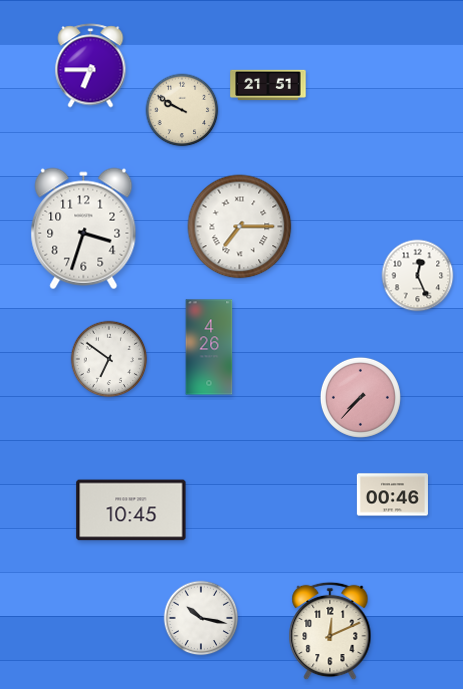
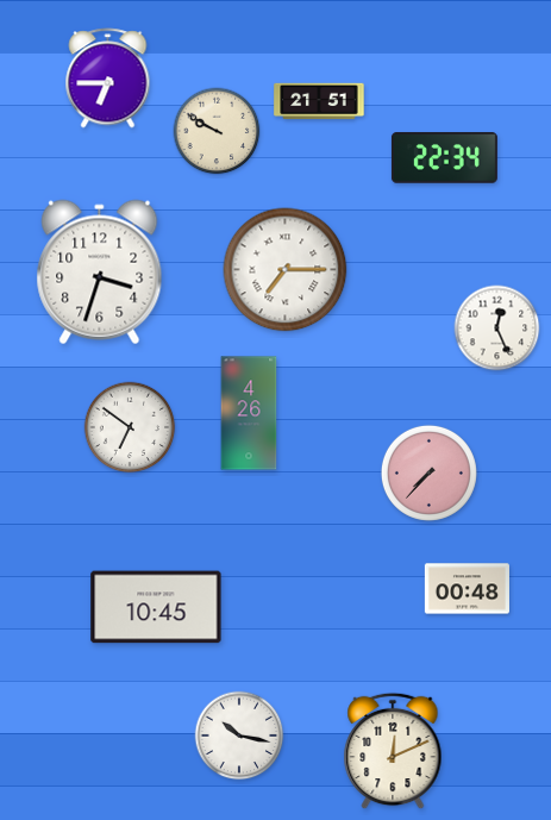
clock at (444, 158): none -> 22:34
clock at (392, 495): 00:46 -> 00:48
